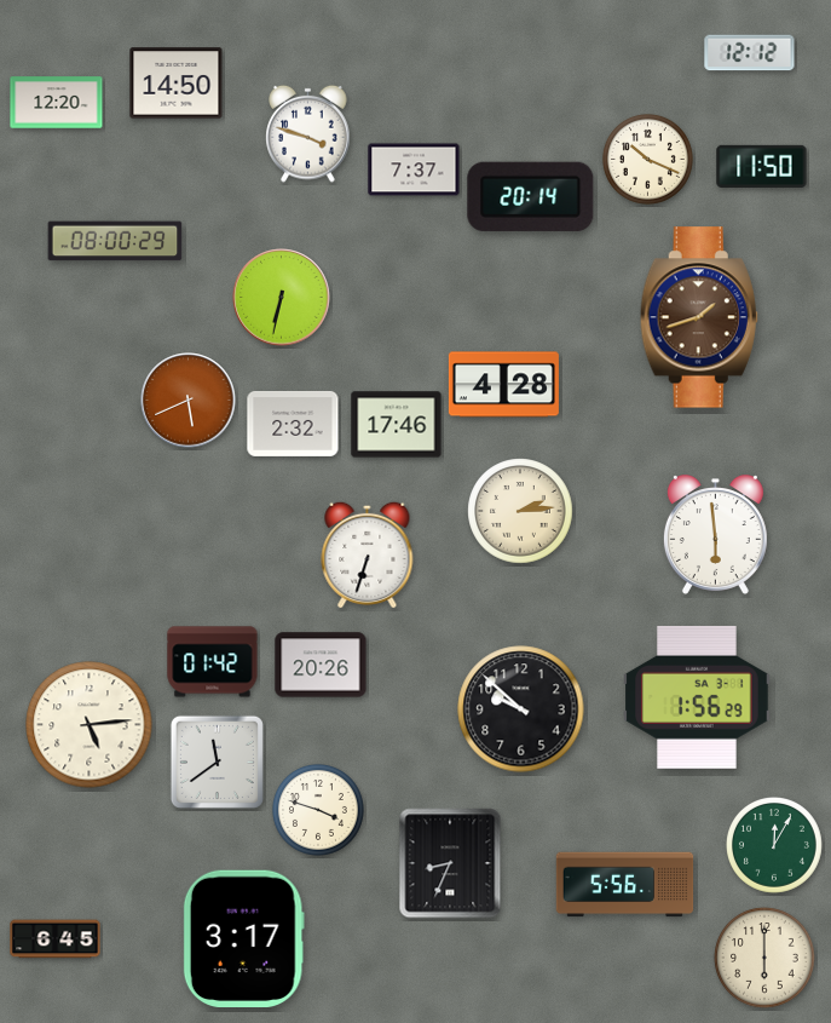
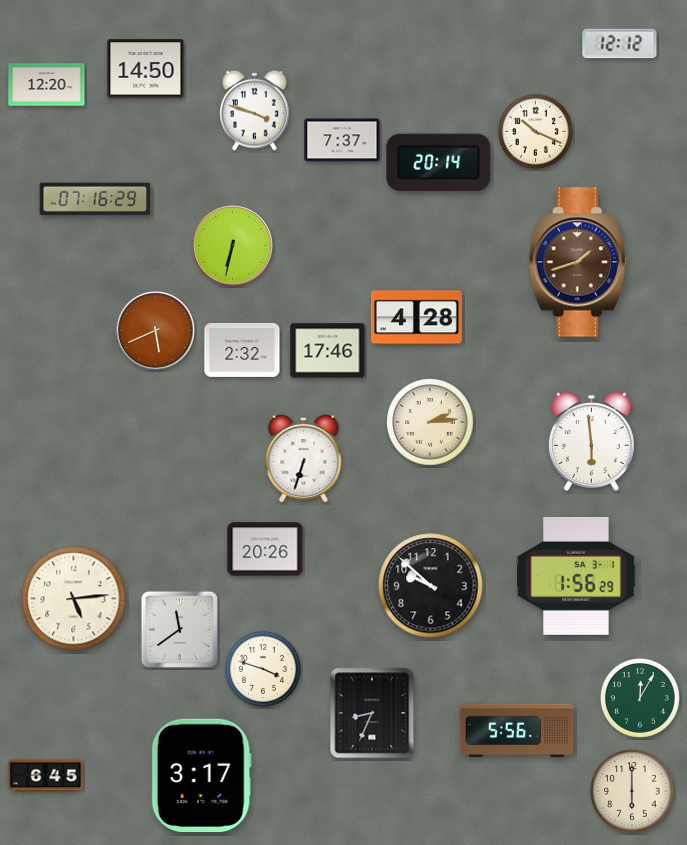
clock at (762, 166): 11:50 -> none
clock at (115, 241): 08:00 -> 07:16
clock at (213, 662): 01:42 -> none
